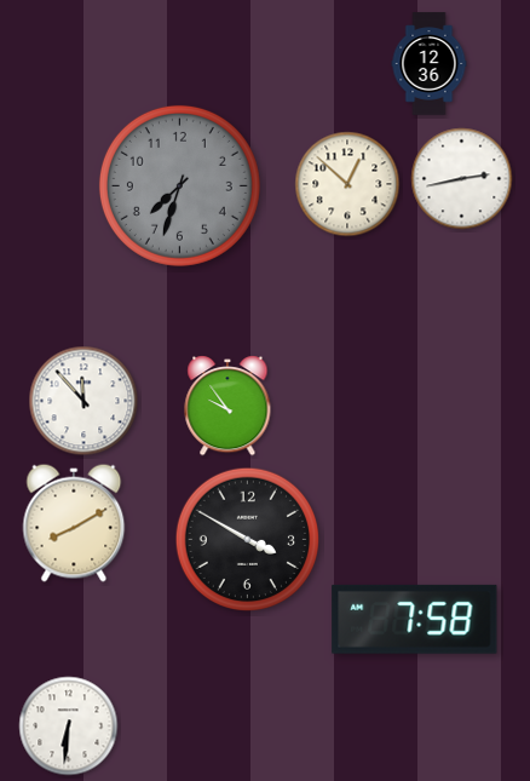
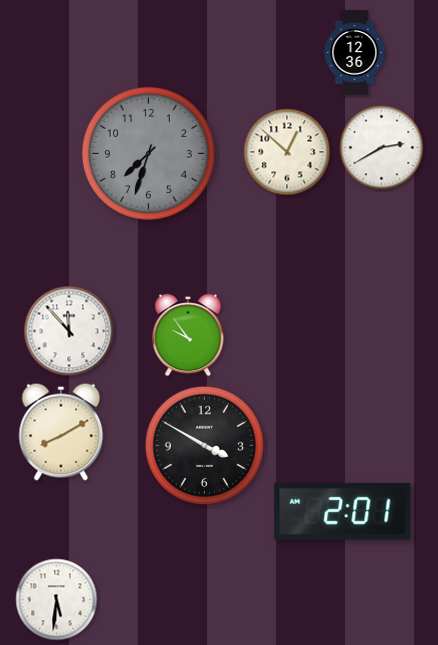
clock at (462, 179): 2:43 -> 2:40
clock at (415, 619): 7:58 -> 2:01
clock at (69, 727): 6:31 -> 5:31
